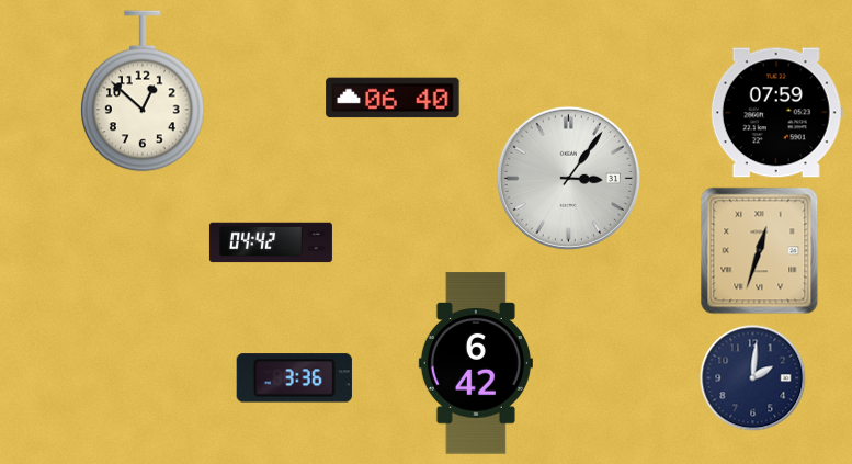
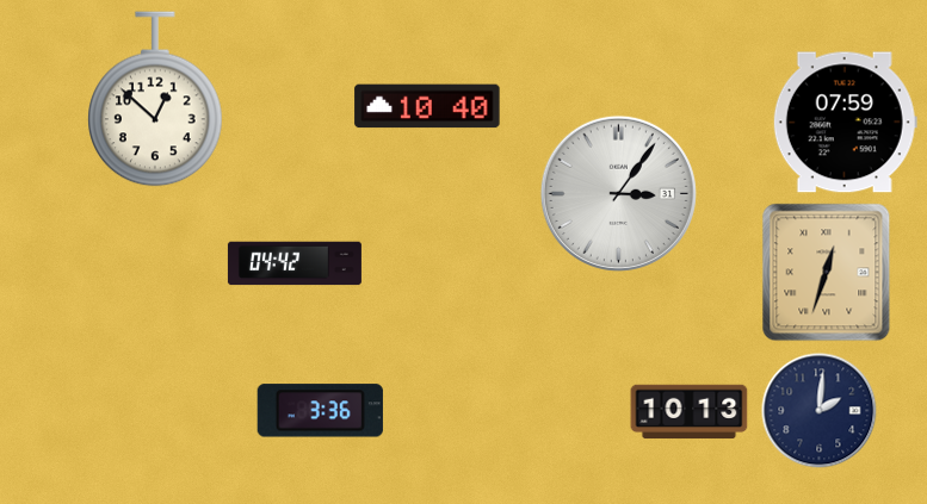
clock at (393, 98): 06:40 -> 10:40
clock at (476, 363): 6:42 -> none
clock at (690, 412): none -> 10:13
